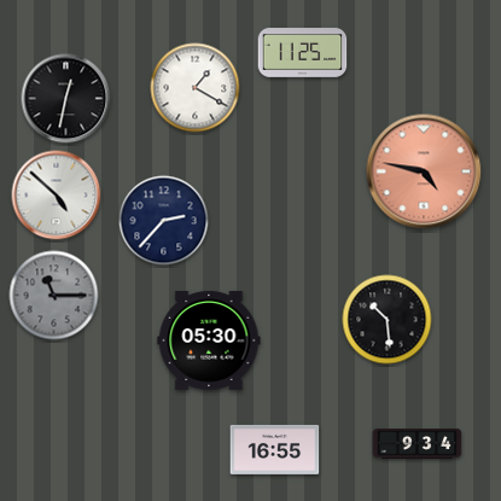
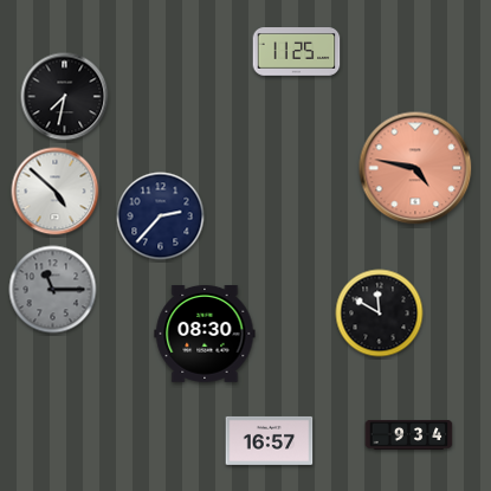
clock at (196, 88): 1:20 -> none
clock at (66, 99): 12:32 -> 7:32
clock at (388, 320): 10:29 -> 11:50
clock at (209, 340): 05:30 -> 08:30
clock at (275, 449): 16:55 -> 16:57
